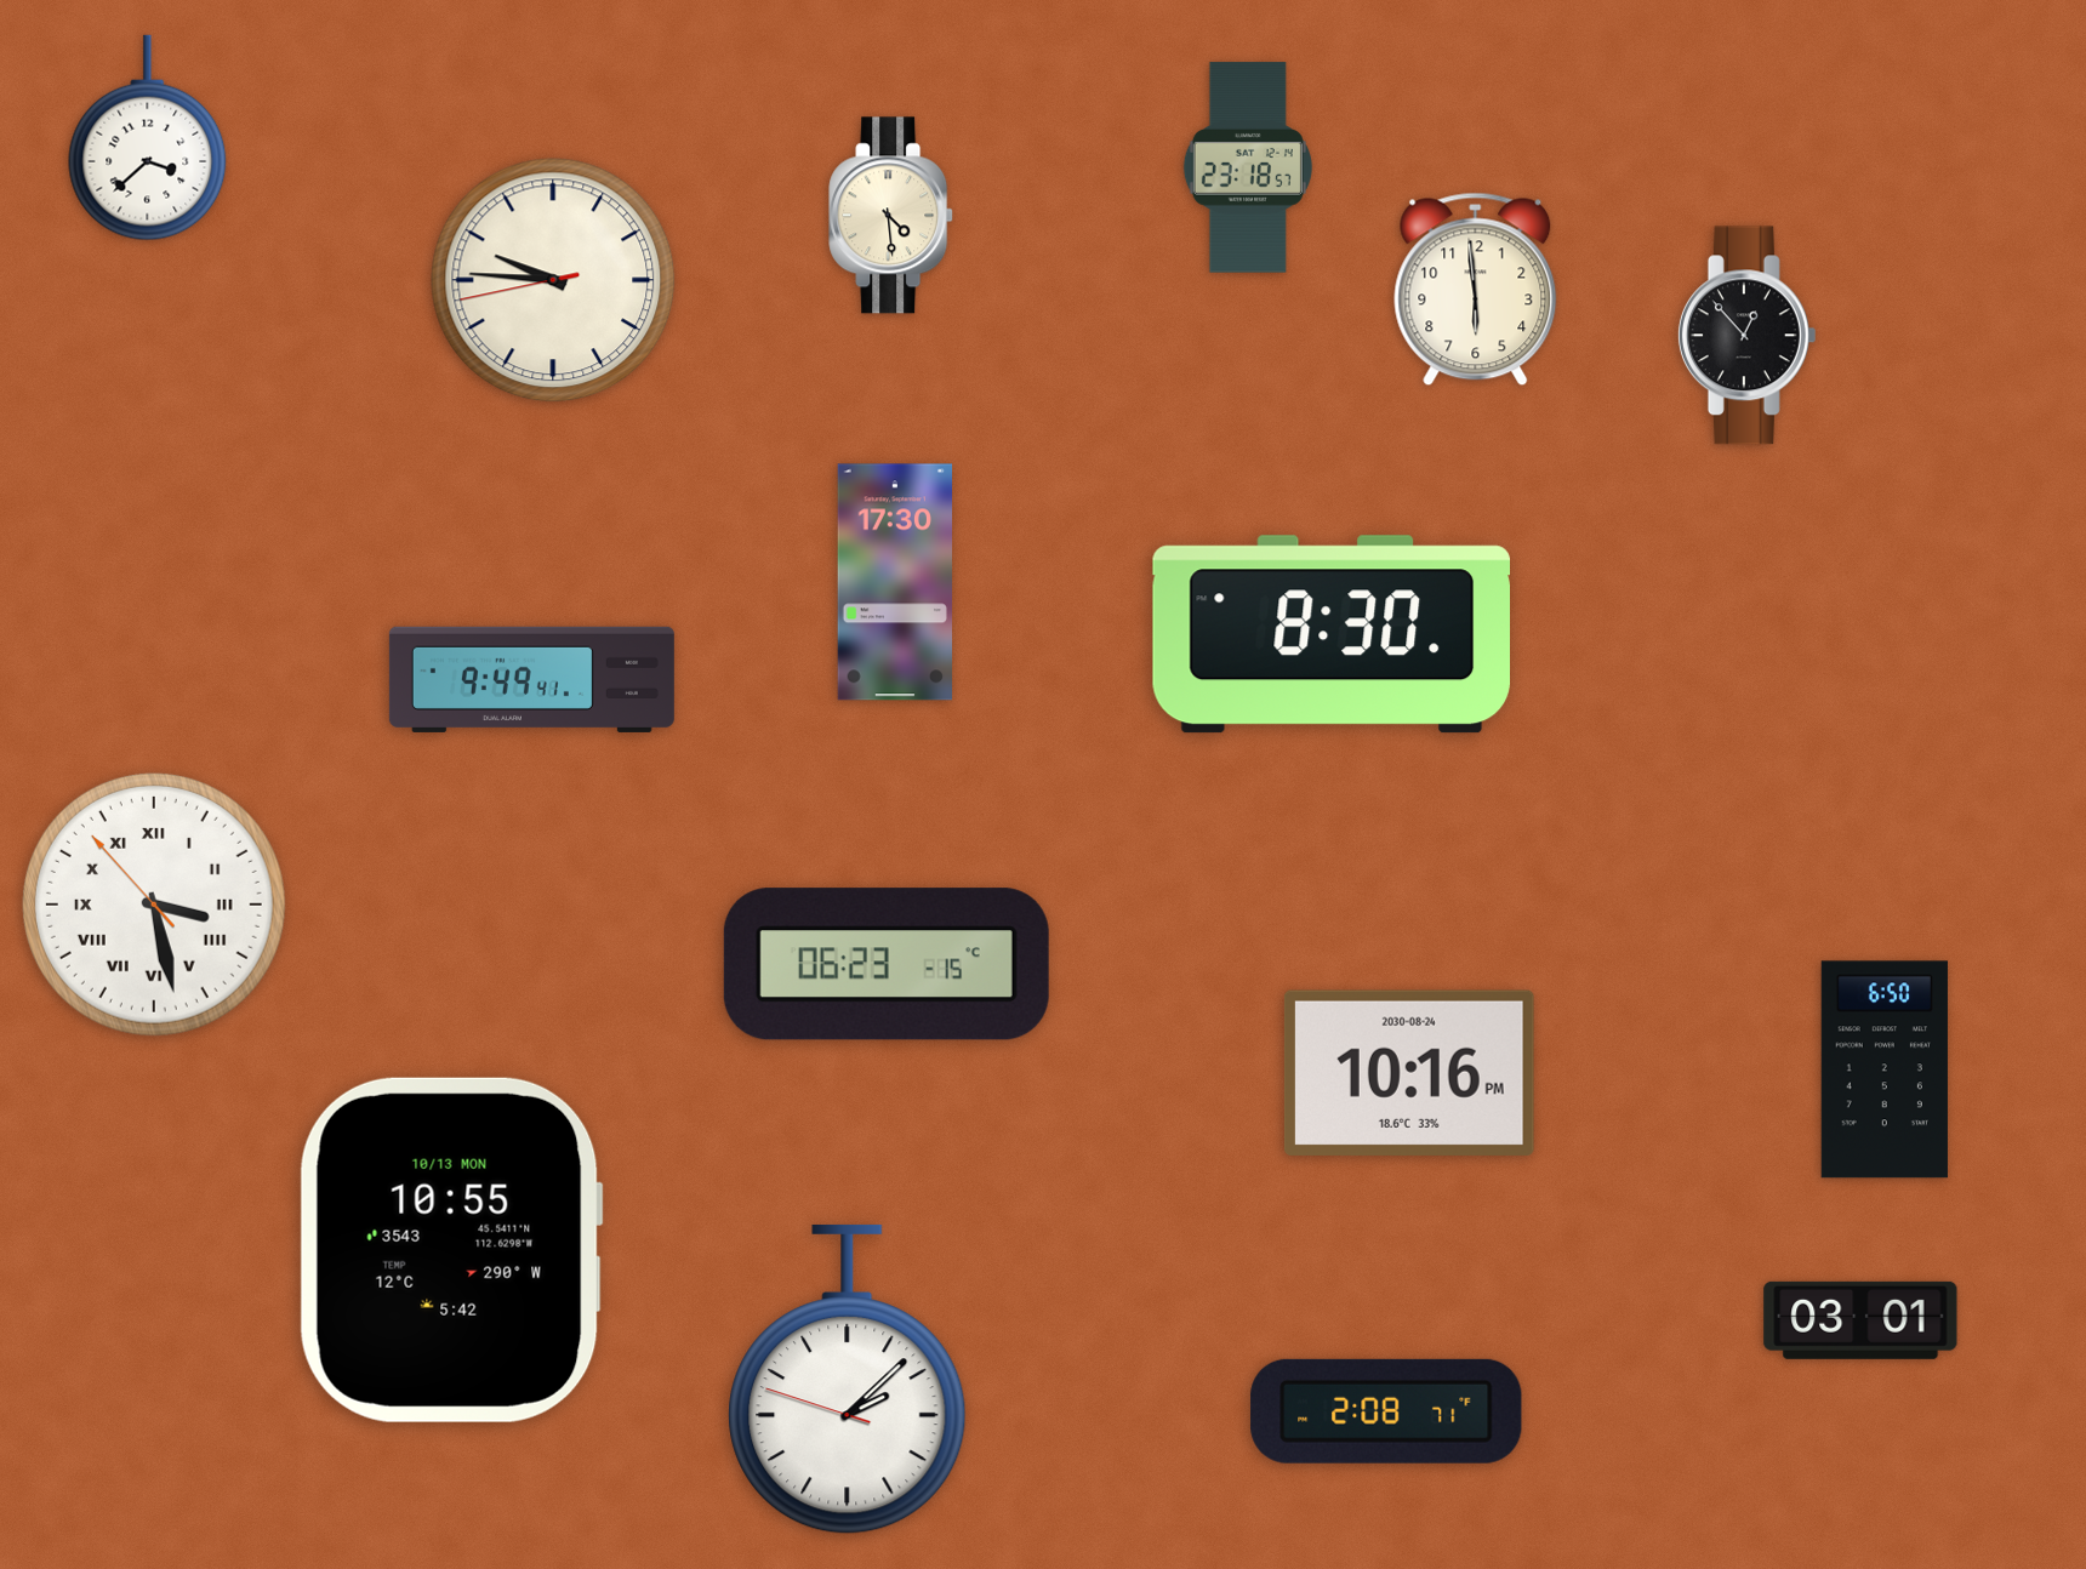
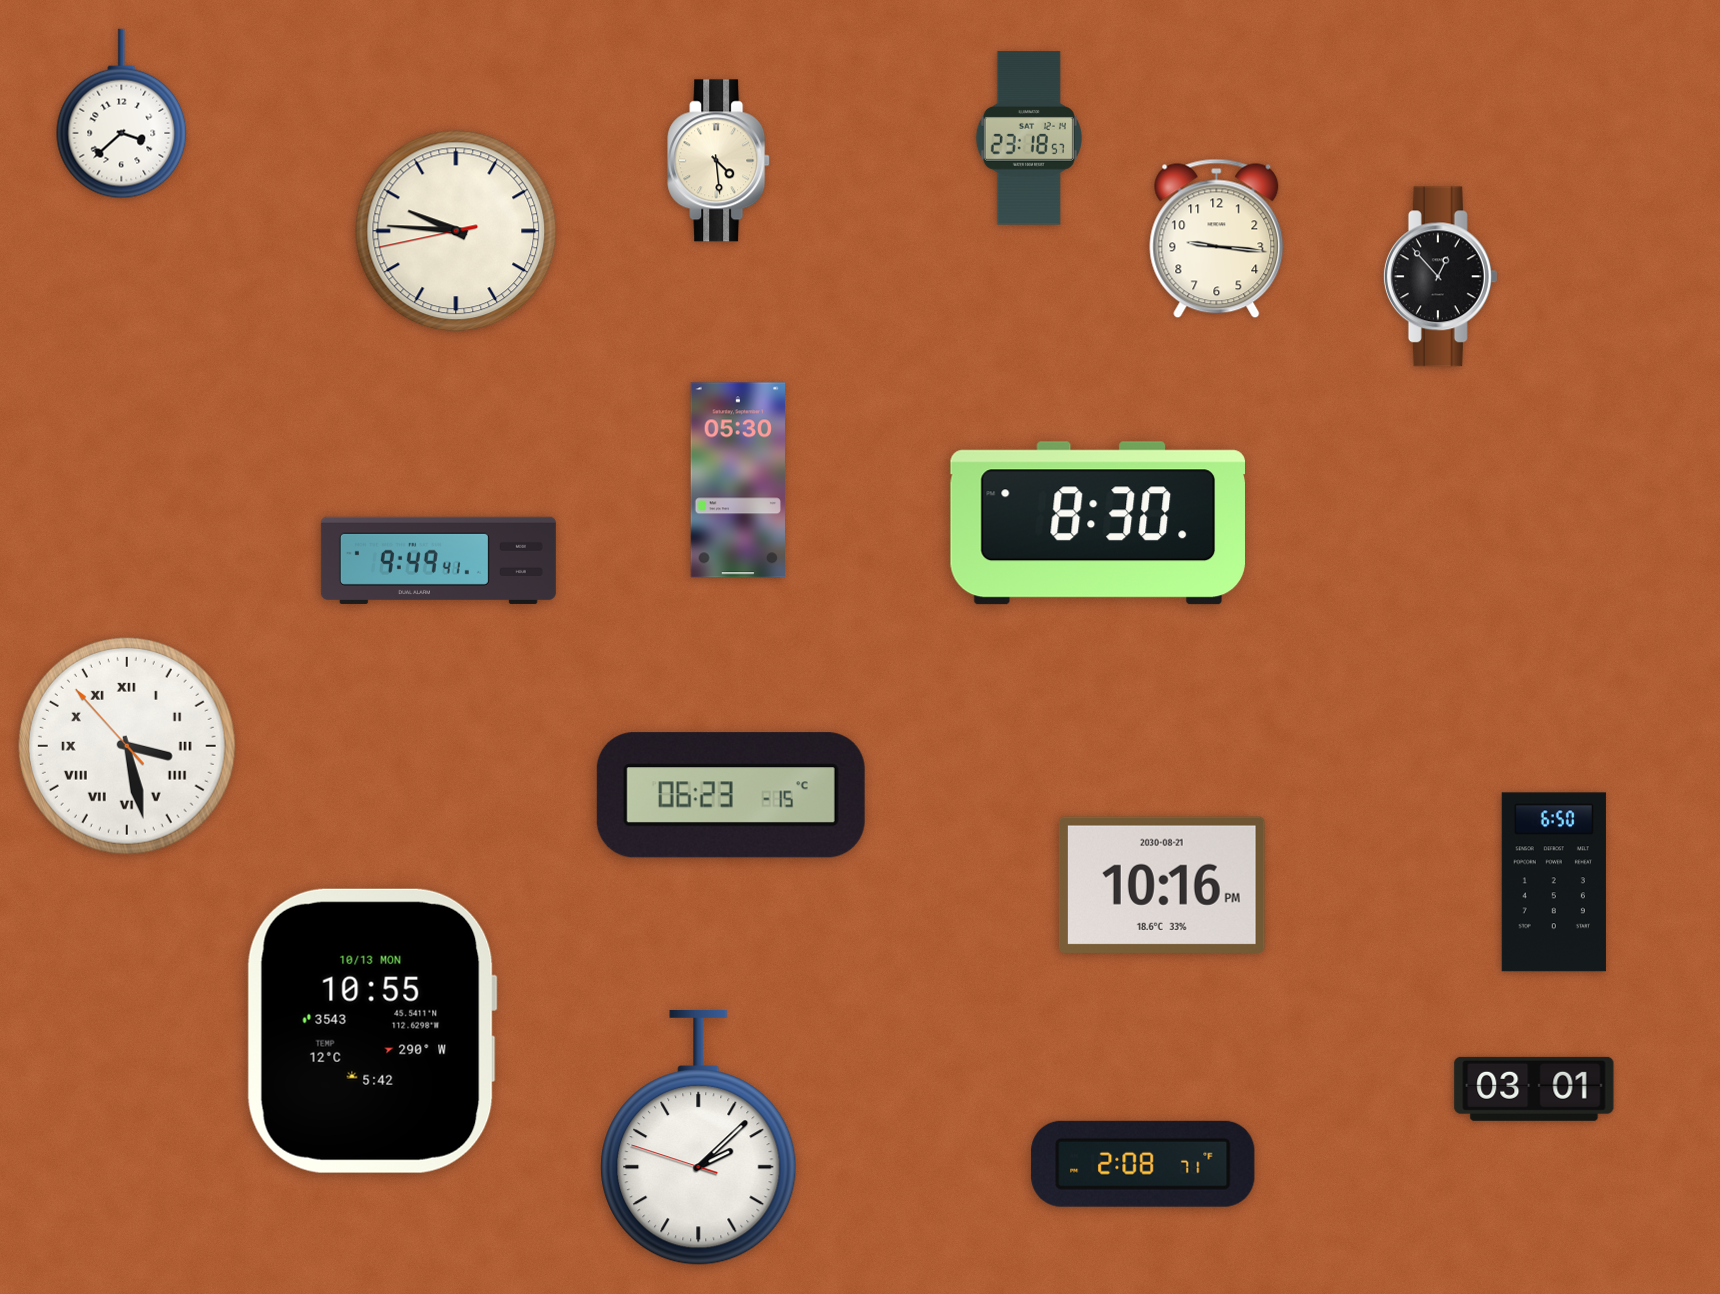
clock at (891, 216) position: (891, 216) -> (719, 161)
clock at (1476, 290): 5:59 -> 9:16
clock at (894, 582): 17:30 -> 05:30
clock at (1409, 1073) date: 2030-08-24 -> 2030-08-21
